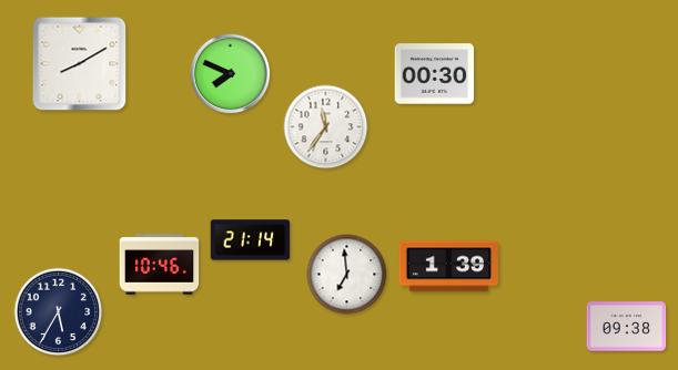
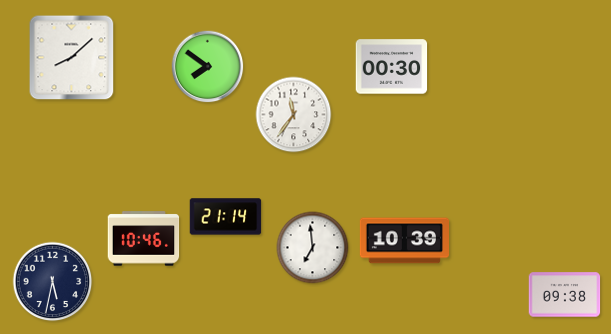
clock at (80, 64): 8:10 -> 8:08
clock at (231, 74): 7:49 -> 7:51
clock at (448, 267): 1:39 -> 10:39
clock at (59, 312): 5:35 -> 5:32
